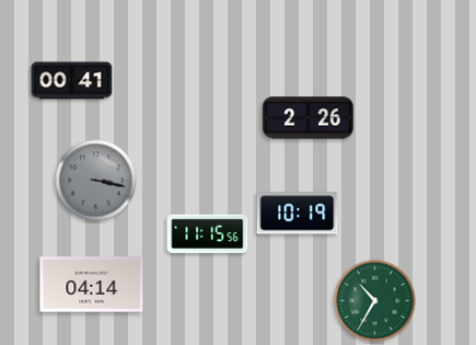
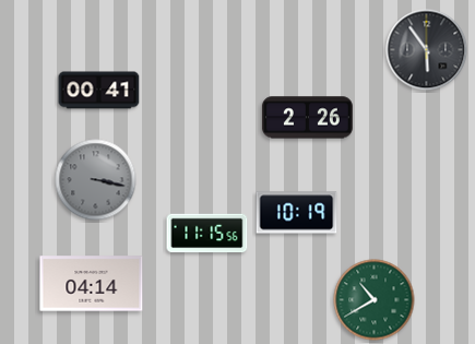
clock at (427, 50): none -> 5:54
clock at (72, 81) position: (72, 81) -> (99, 91)
clock at (375, 301): 10:35 -> 10:40
